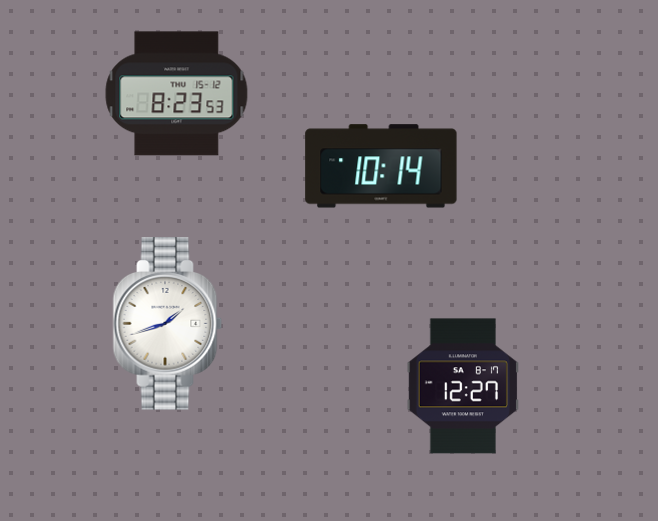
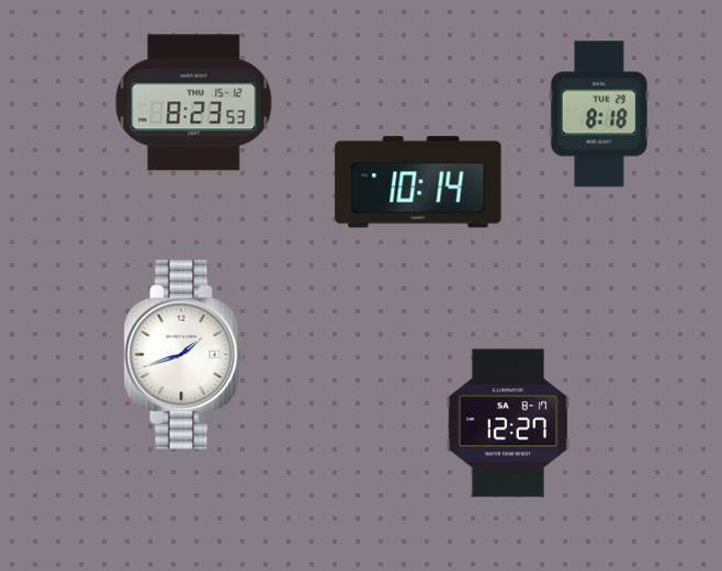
clock at (599, 114): none -> 8:18
